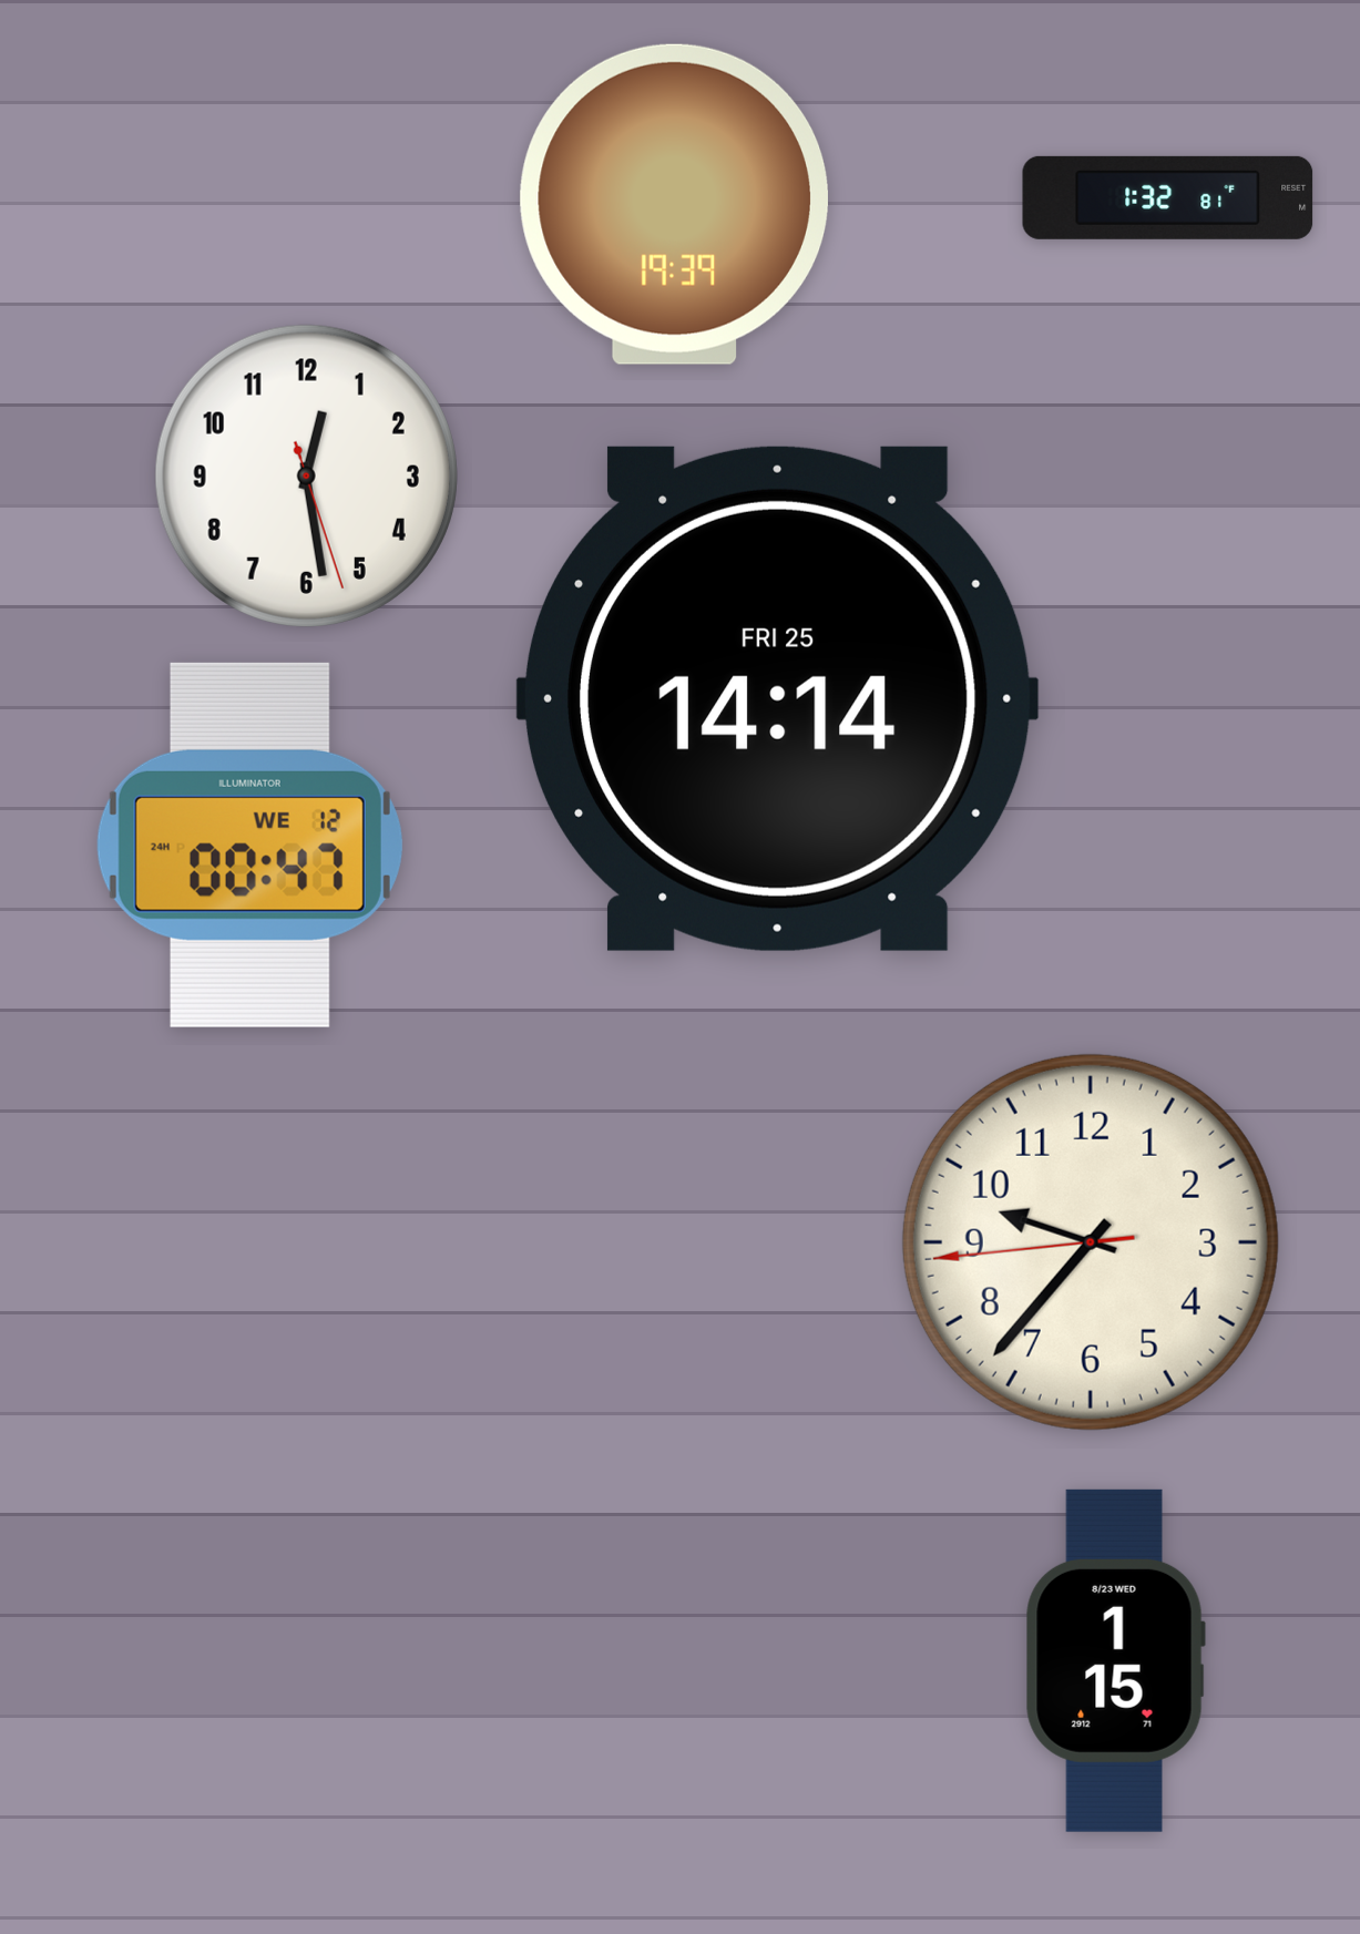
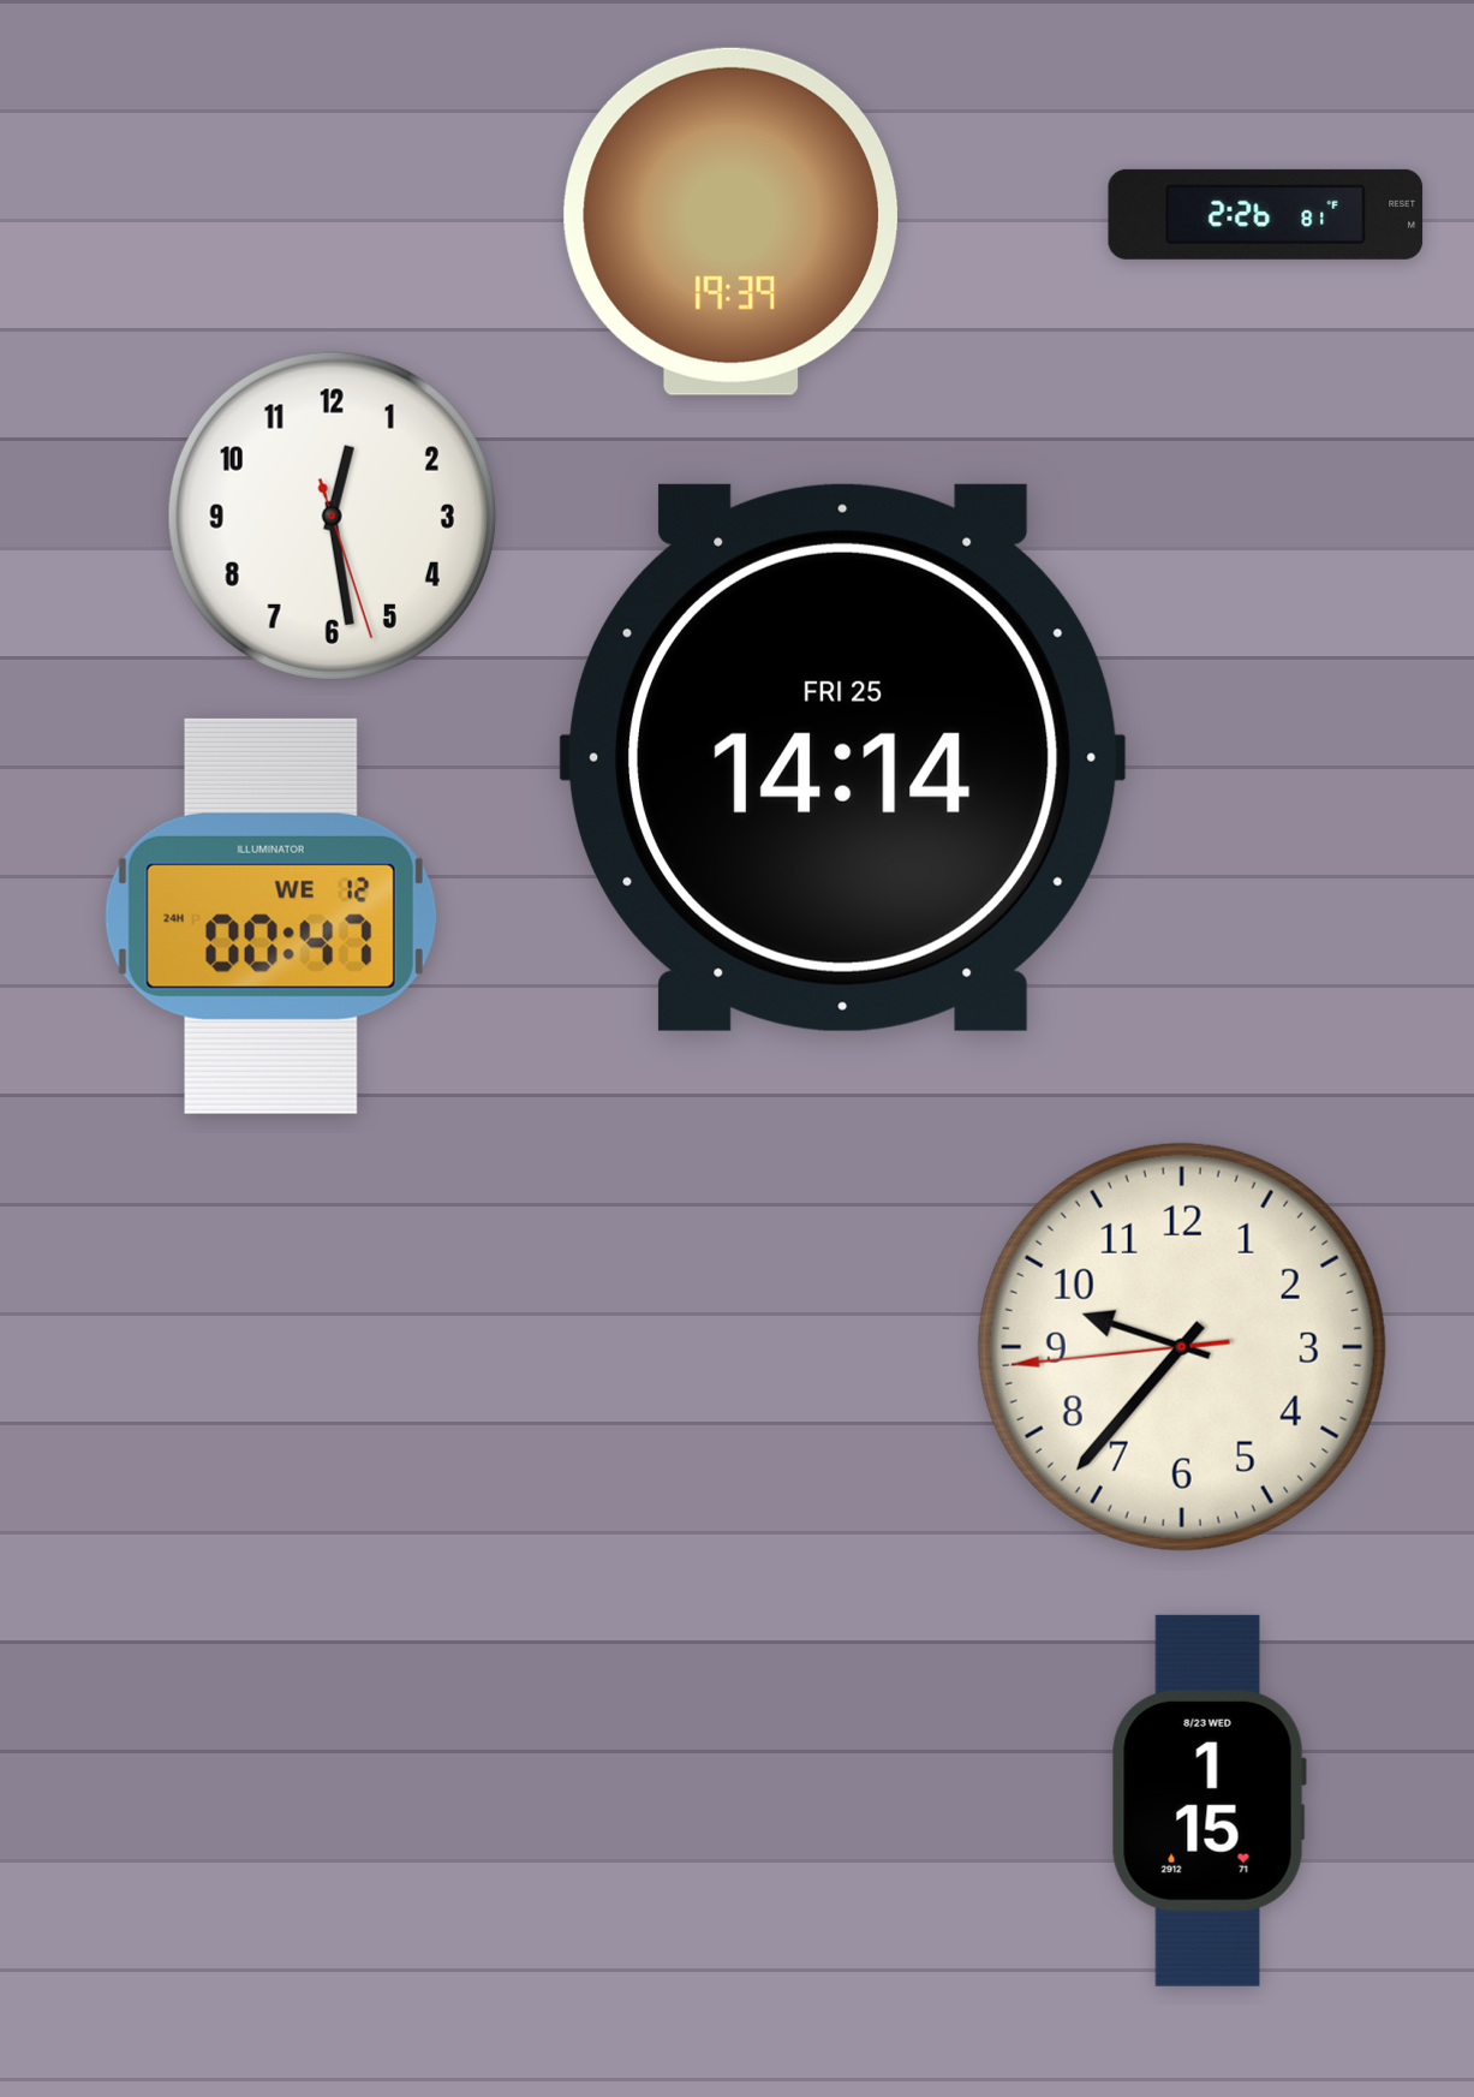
clock at (1168, 197): 1:32 -> 2:26
